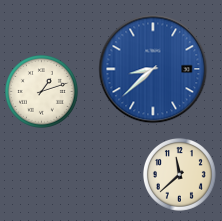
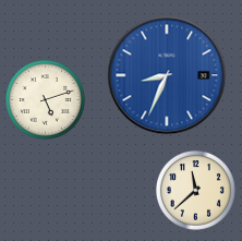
clock at (153, 69): 8:38 -> 8:34
clock at (41, 91): 1:12 -> 5:12
